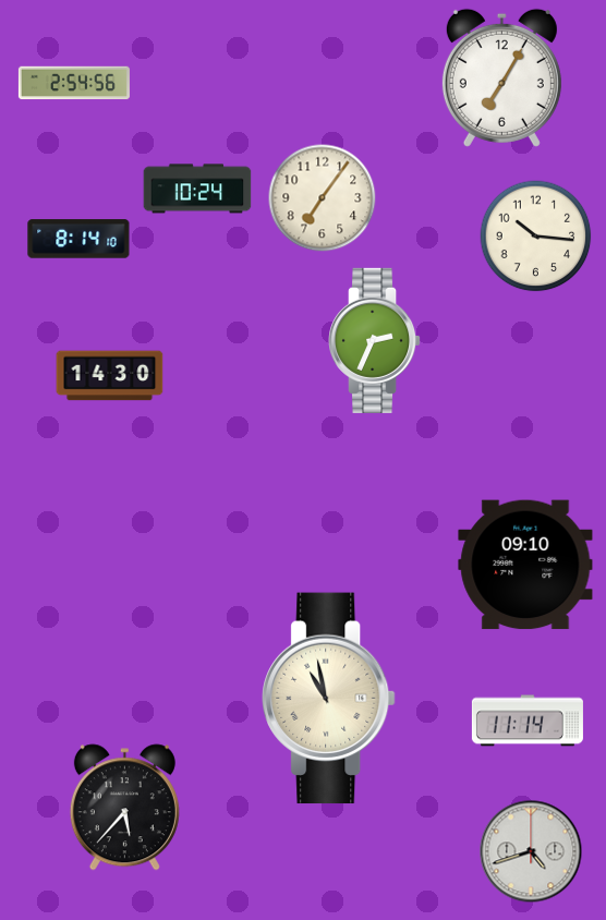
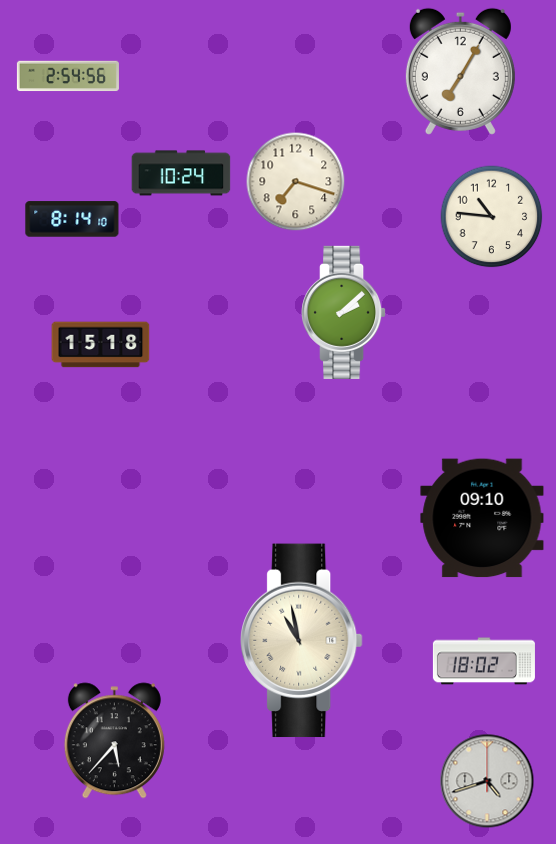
clock at (323, 198): 7:06 -> 7:18
clock at (536, 237): 10:16 -> 10:46
clock at (375, 340): 2:34 -> 2:08
clock at (110, 376): 14:30 -> 15:18
clock at (528, 721): 11:14 -> 18:02
